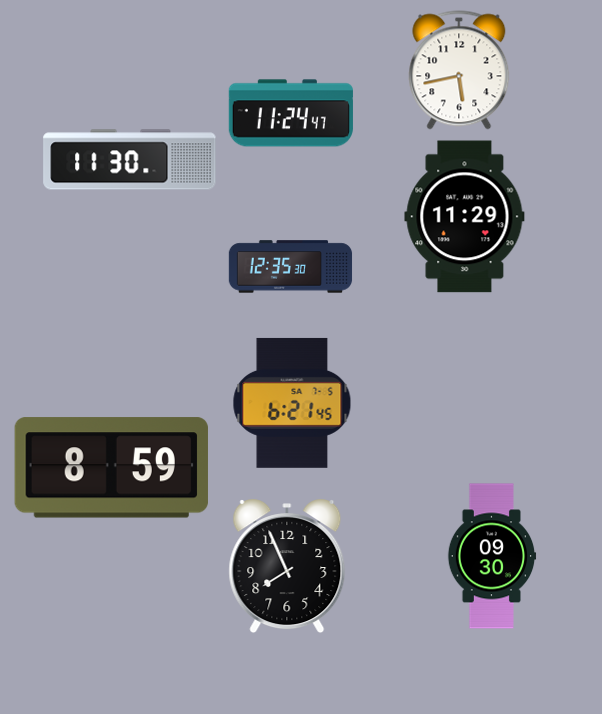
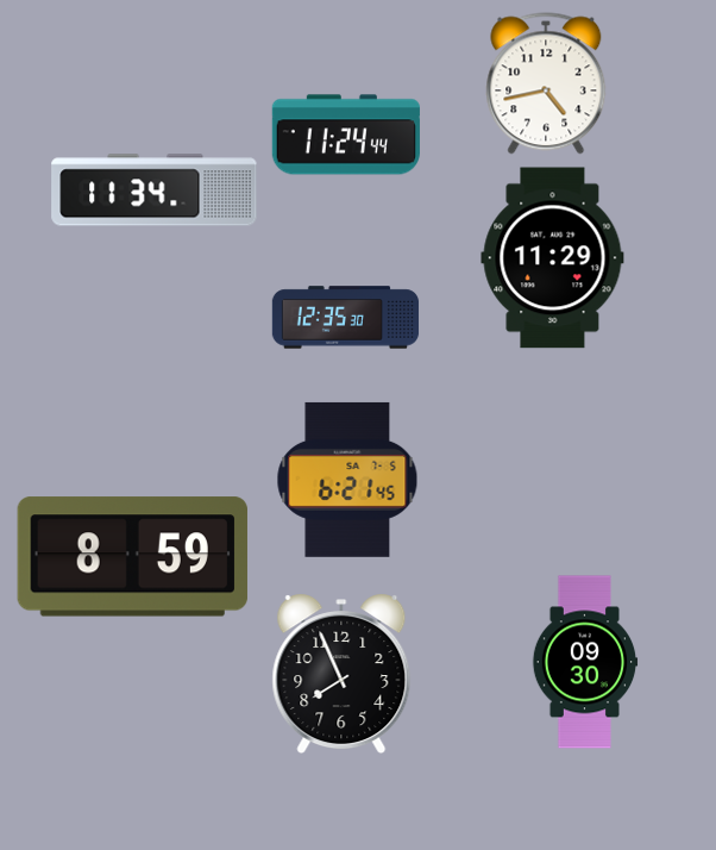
clock at (459, 70): 5:43 -> 4:43
clock at (291, 113): 11:24:47 -> 11:24:44
clock at (130, 160): 11:30 -> 11:34
